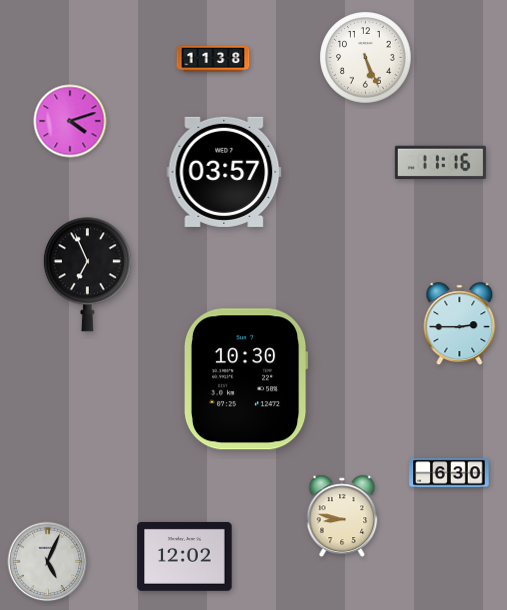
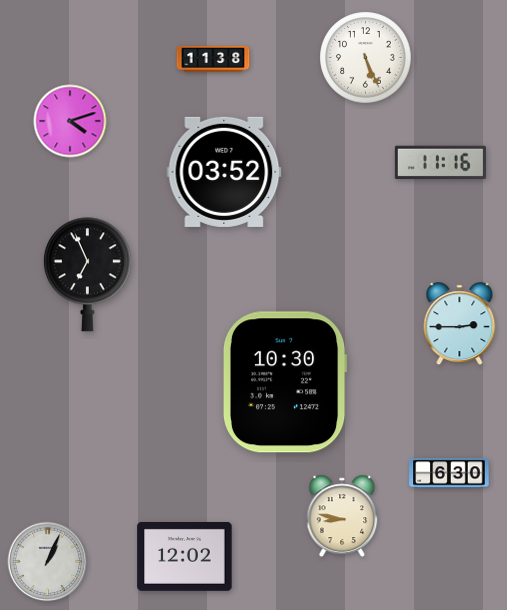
clock at (224, 172): 03:57 -> 03:52
clock at (246, 379) position: (246, 379) -> (285, 382)
clock at (48, 562): 5:04 -> 1:04
